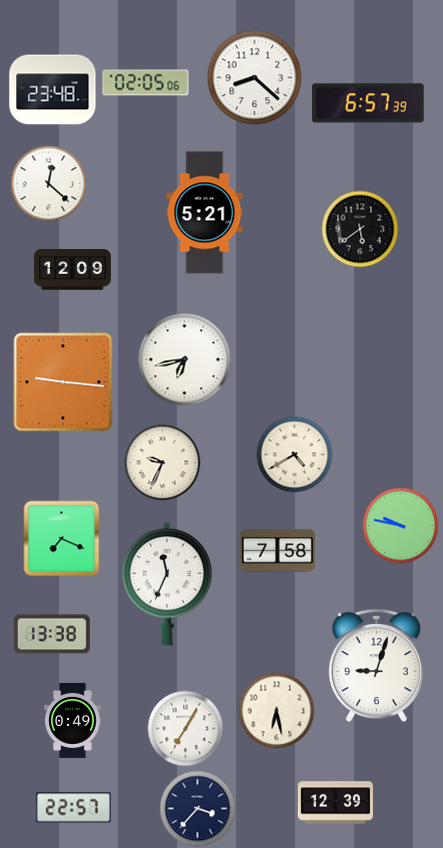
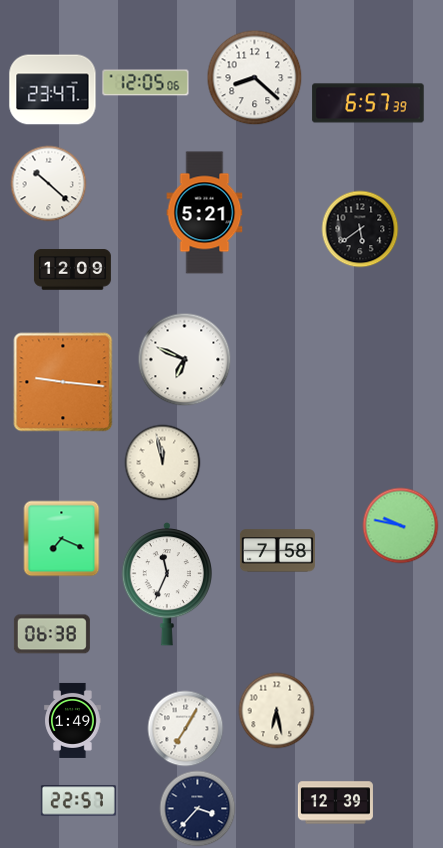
clock at (146, 83): 02:05 -> 12:05
clock at (53, 90): 23:48 -> 23:47
clock at (49, 184): 12:22 -> 10:22
clock at (185, 360): 6:43 -> 6:49
clock at (295, 455): 4:40 -> none
clock at (163, 463): 9:34 -> 11:58
clock at (52, 634): 13:38 -> 06:38
clock at (376, 666): 9:03 -> none
clock at (73, 720): 0:49 -> 1:49
clock at (73, 808) position: (73, 808) -> (78, 801)
